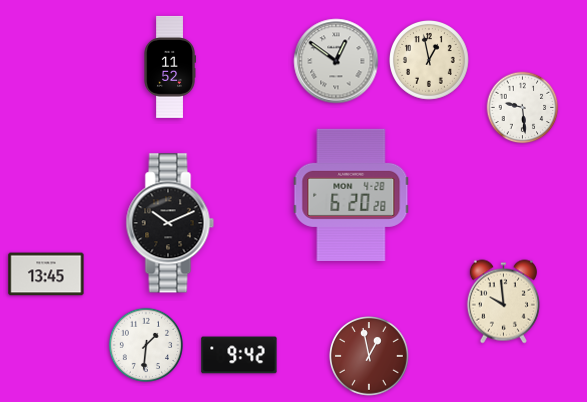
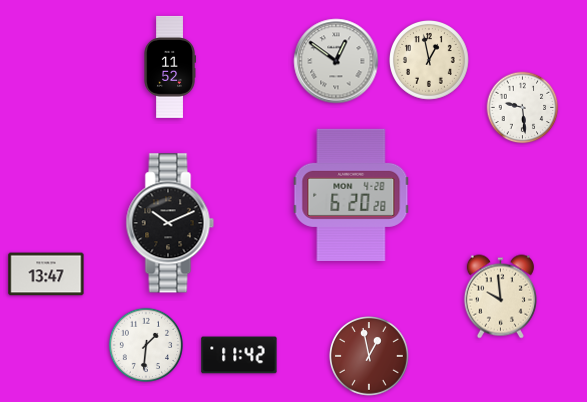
clock at (46, 274): 13:45 -> 13:47
clock at (503, 302) position: (503, 302) -> (500, 297)
clock at (239, 355): 9:42 -> 11:42
